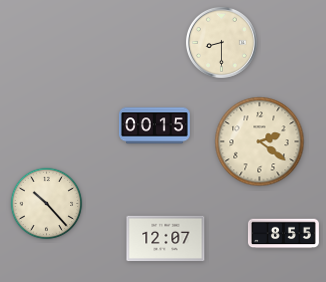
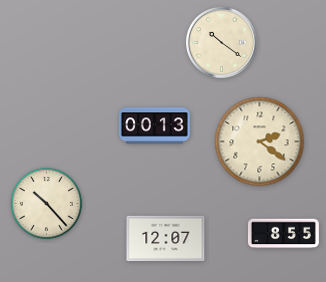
clock at (221, 42): 8:30 -> 10:21
clock at (154, 126): 00:15 -> 00:13
